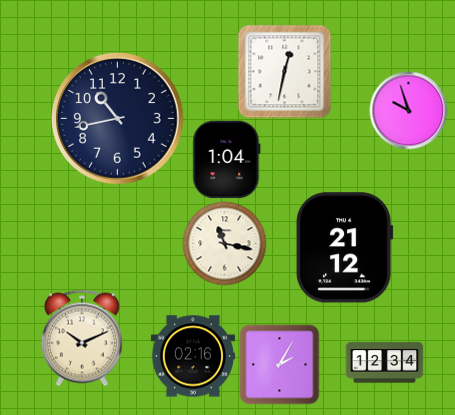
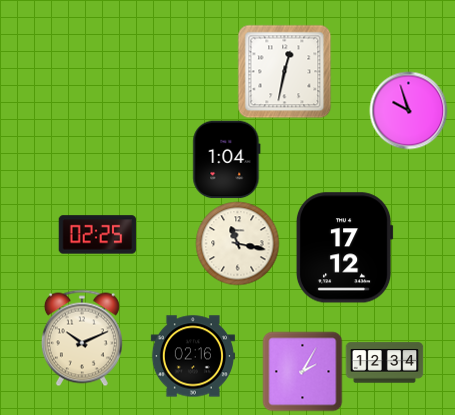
clock at (118, 119): 10:43 -> none
clock at (97, 235): none -> 02:25
clock at (224, 243) position: (224, 243) -> (237, 243)
clock at (344, 248): 21:12 -> 17:12
clock at (279, 364) position: (279, 364) -> (302, 371)
